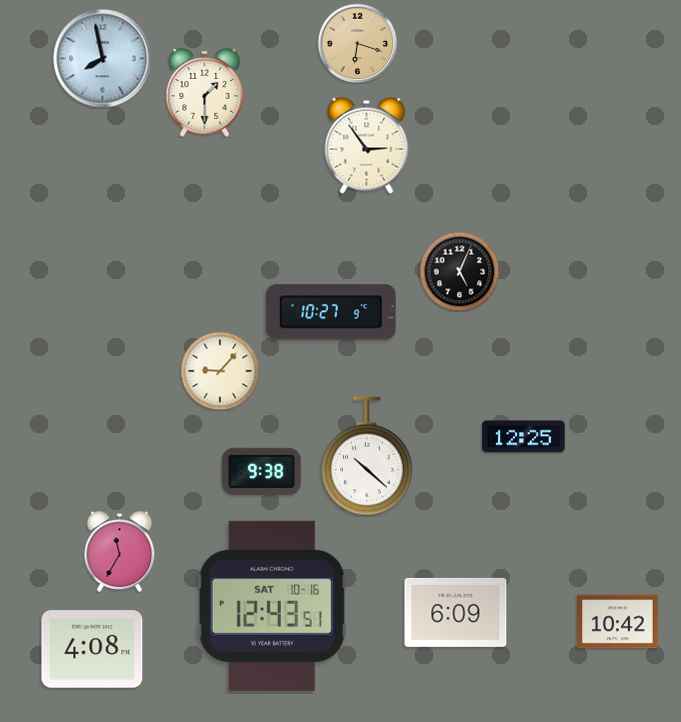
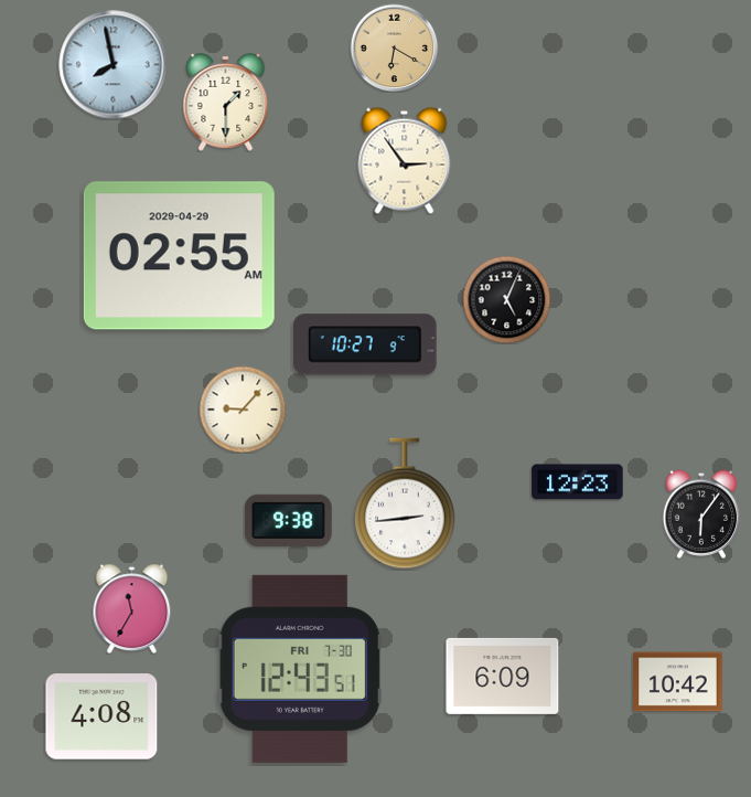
clock at (357, 43): 6:18 -> 6:20
clock at (179, 256): none -> 02:55
clock at (524, 437): 12:25 -> 12:23
clock at (367, 456): 10:22 -> 2:44
clock at (701, 514): none -> 6:06
clock at (272, 606) date: SAT 10-16 -> FRI 7-30
clock at (618, 622) position: (618, 622) -> (678, 682)
